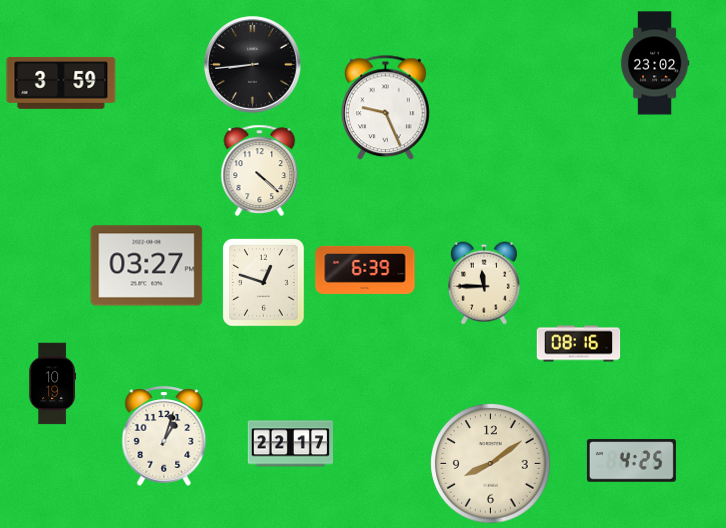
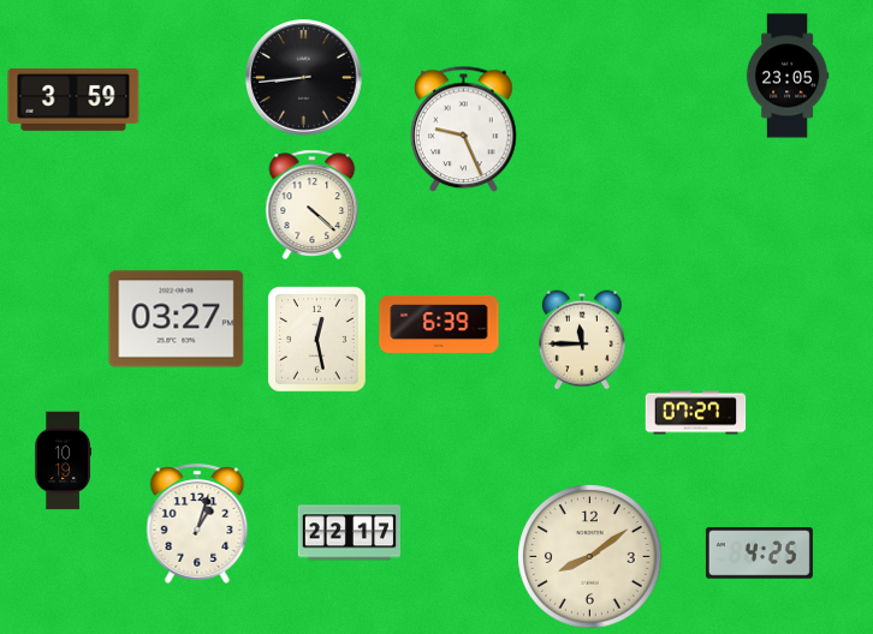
clock at (655, 63): 23:02 -> 23:05
clock at (264, 283): 12:48 -> 12:28
clock at (579, 344): 08:16 -> 07:27
